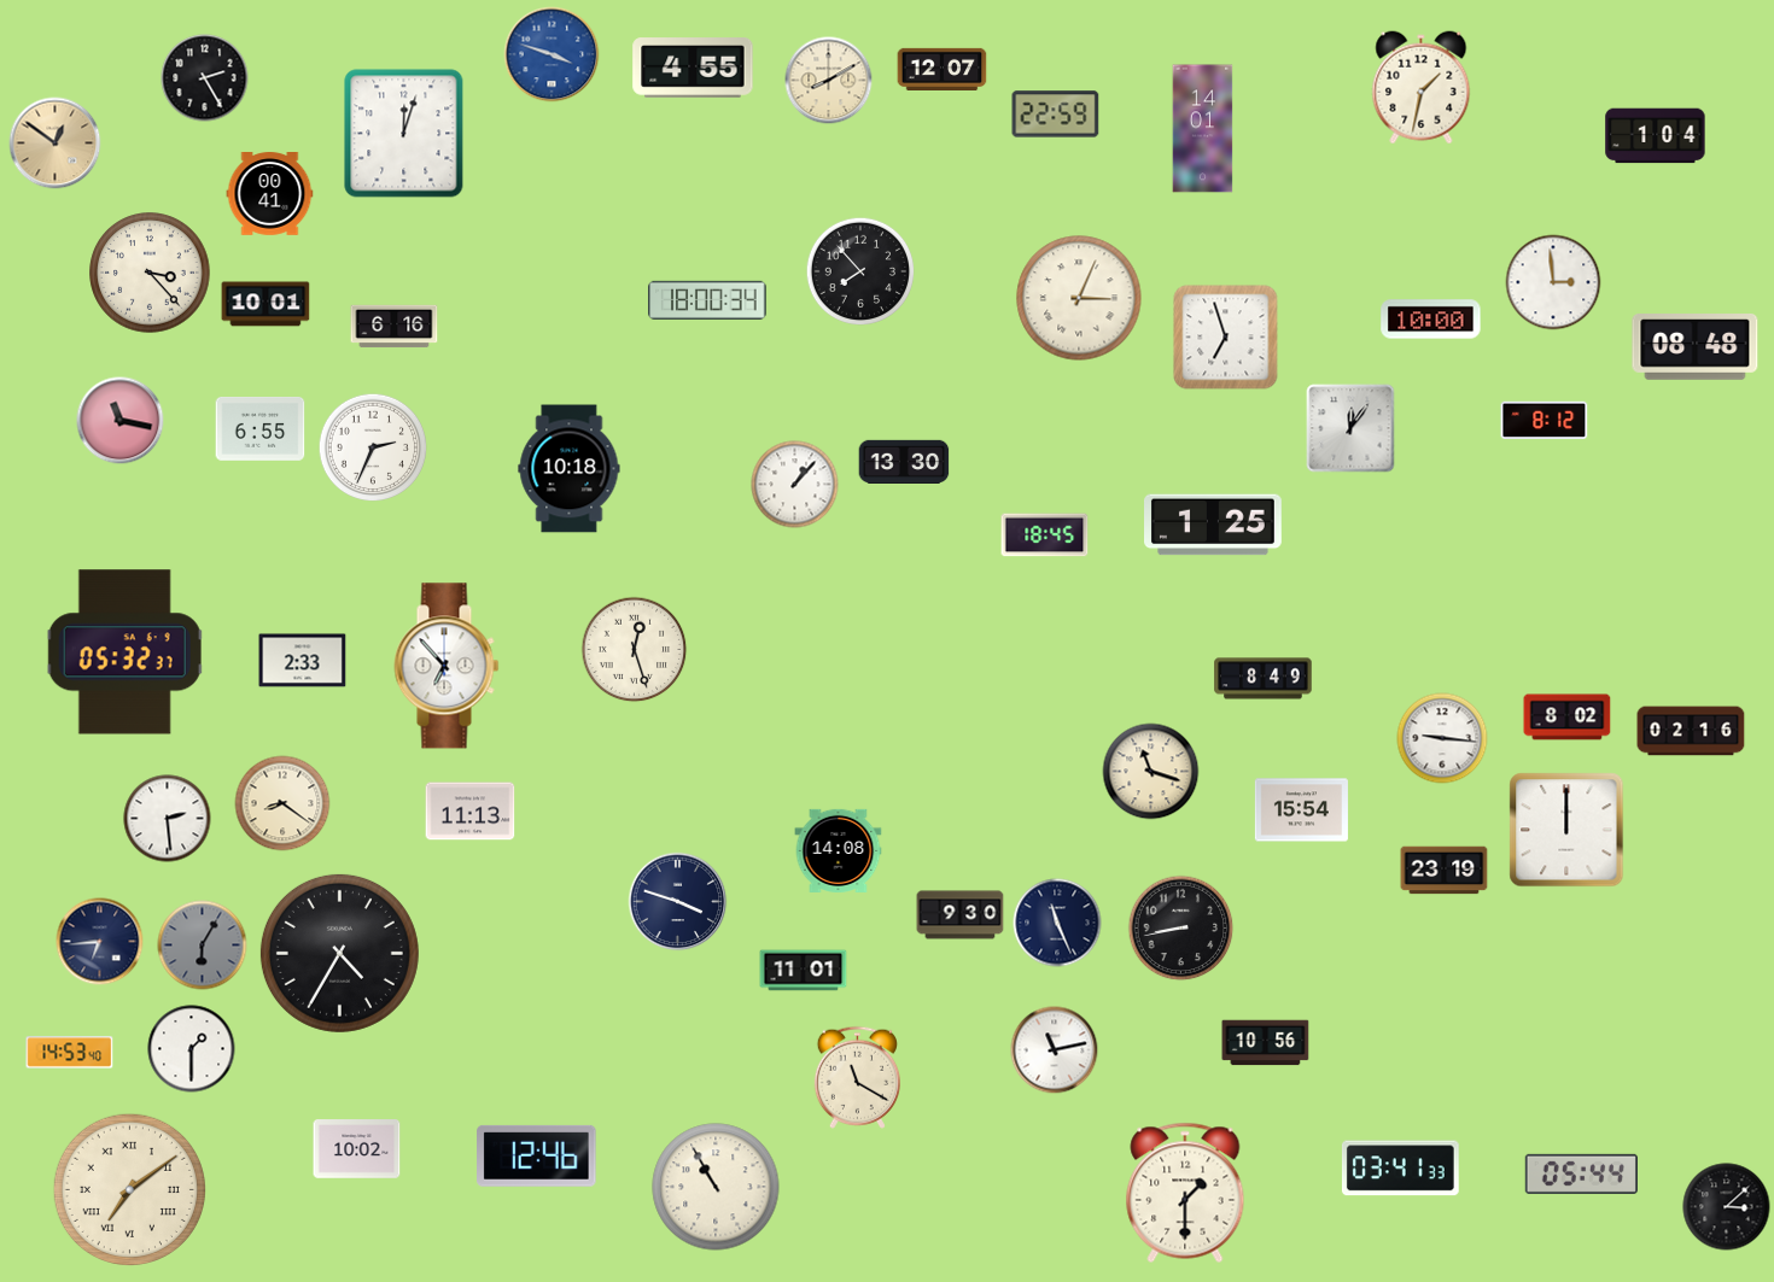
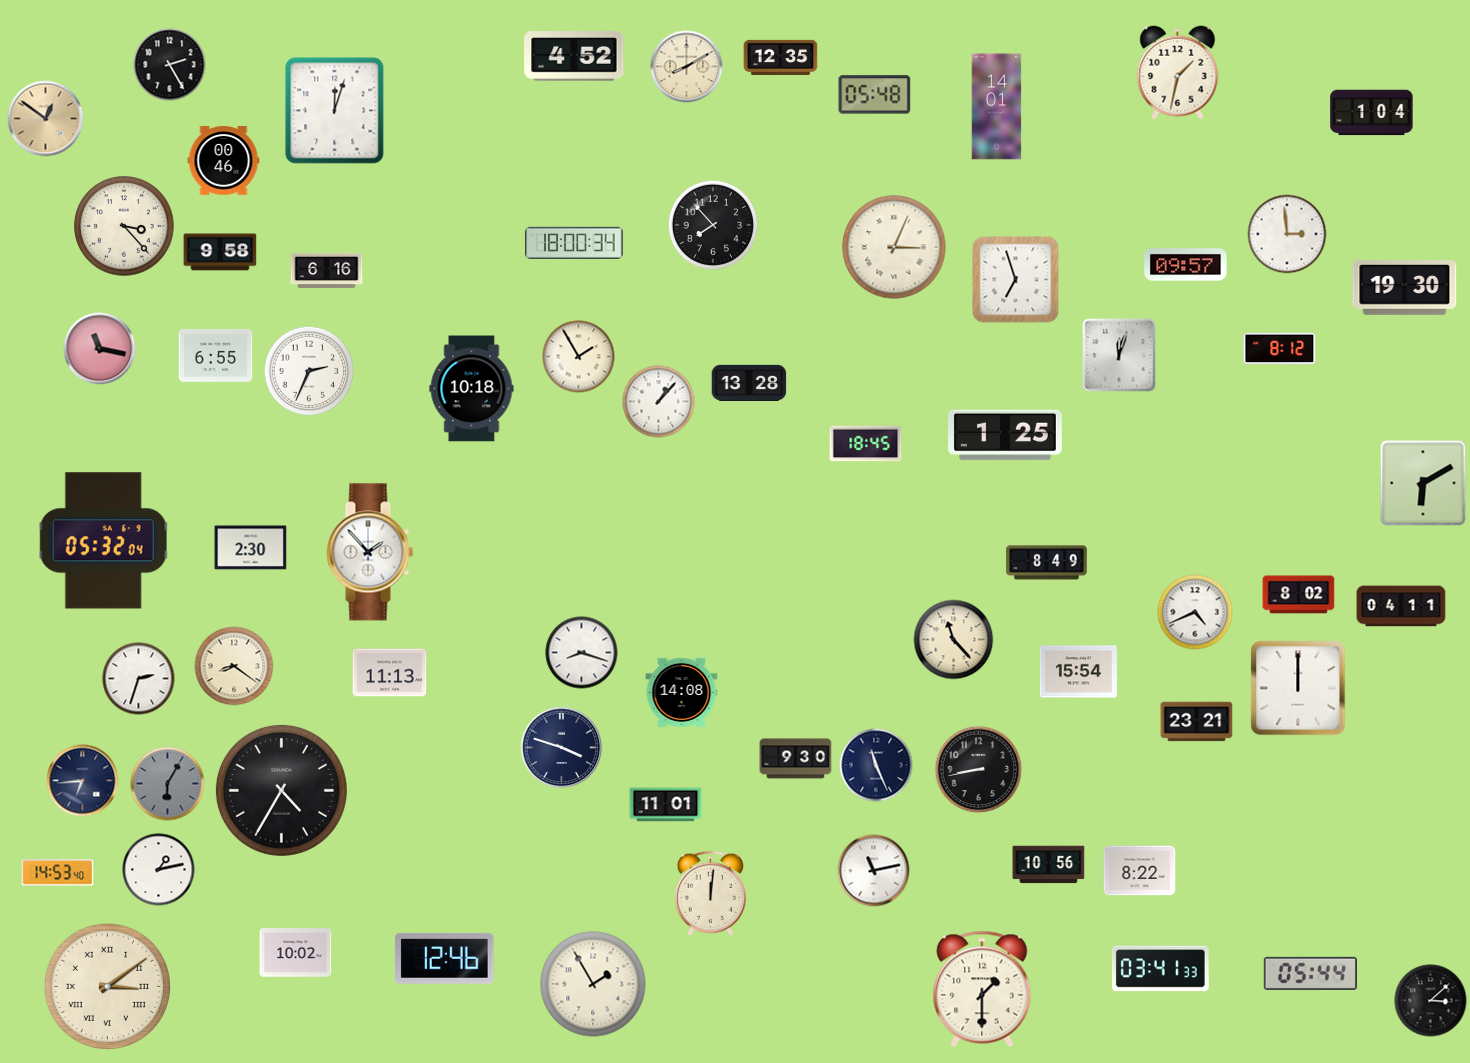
clock at (552, 54): 3:48 -> none
clock at (693, 68): 4:55 -> 4:52
clock at (943, 69): 12:07 -> 12:35
clock at (1056, 115): 22:59 -> 05:48
clock at (270, 194): 00:41 -> 00:46
clock at (707, 300) position: (707, 300) -> (574, 243)
clock at (265, 304): 10:01 -> 9:58
clock at (1431, 320): 10:00 -> 09:57
clock at (1696, 347): 08:48 -> 19:30
clock at (1350, 428): 12:06 -> 12:03
clock at (579, 357): none -> 1:55
clock at (904, 461): 13:30 -> 13:28
clock at (1423, 483): none -> 6:10
clock at (635, 650): 12:27 -> none
clock at (126, 652): 05:32:37 -> 05:32:04
clock at (303, 661): 2:33 -> 2:30
clock at (447, 666): 6:53 -> 1:53
clock at (1691, 731): 02:16 -> 04:11
clock at (1442, 738): 9:16 -> 4:41
clock at (1151, 772): 11:18 -> 11:23
clock at (582, 653): none -> 8:18
clock at (168, 819): 2:29 -> 2:33
clock at (839, 850) position: (839, 850) -> (682, 692)
clock at (1445, 871): 23:19 -> 23:21
clock at (192, 1049): 1:30 -> 1:13
clock at (1140, 871): none -> 8:22
clock at (857, 1077): 11:20 -> 12:01
clock at (716, 1187): 10:55 -> 1:55
clock at (129, 1189): 7:09 -> 3:09
